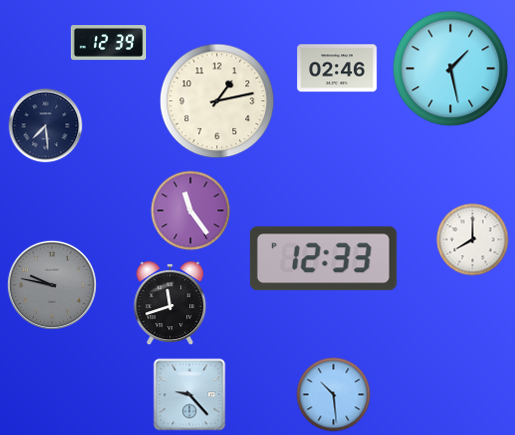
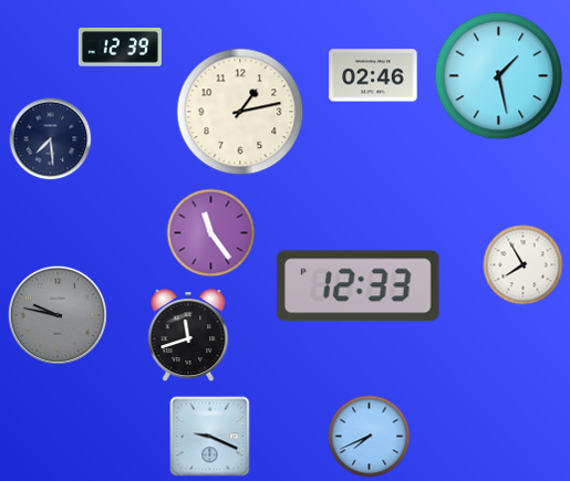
clock at (473, 240): 8:00 -> 7:55
clock at (190, 395): 9:23 -> 9:19
clock at (334, 395): 10:29 -> 7:41
